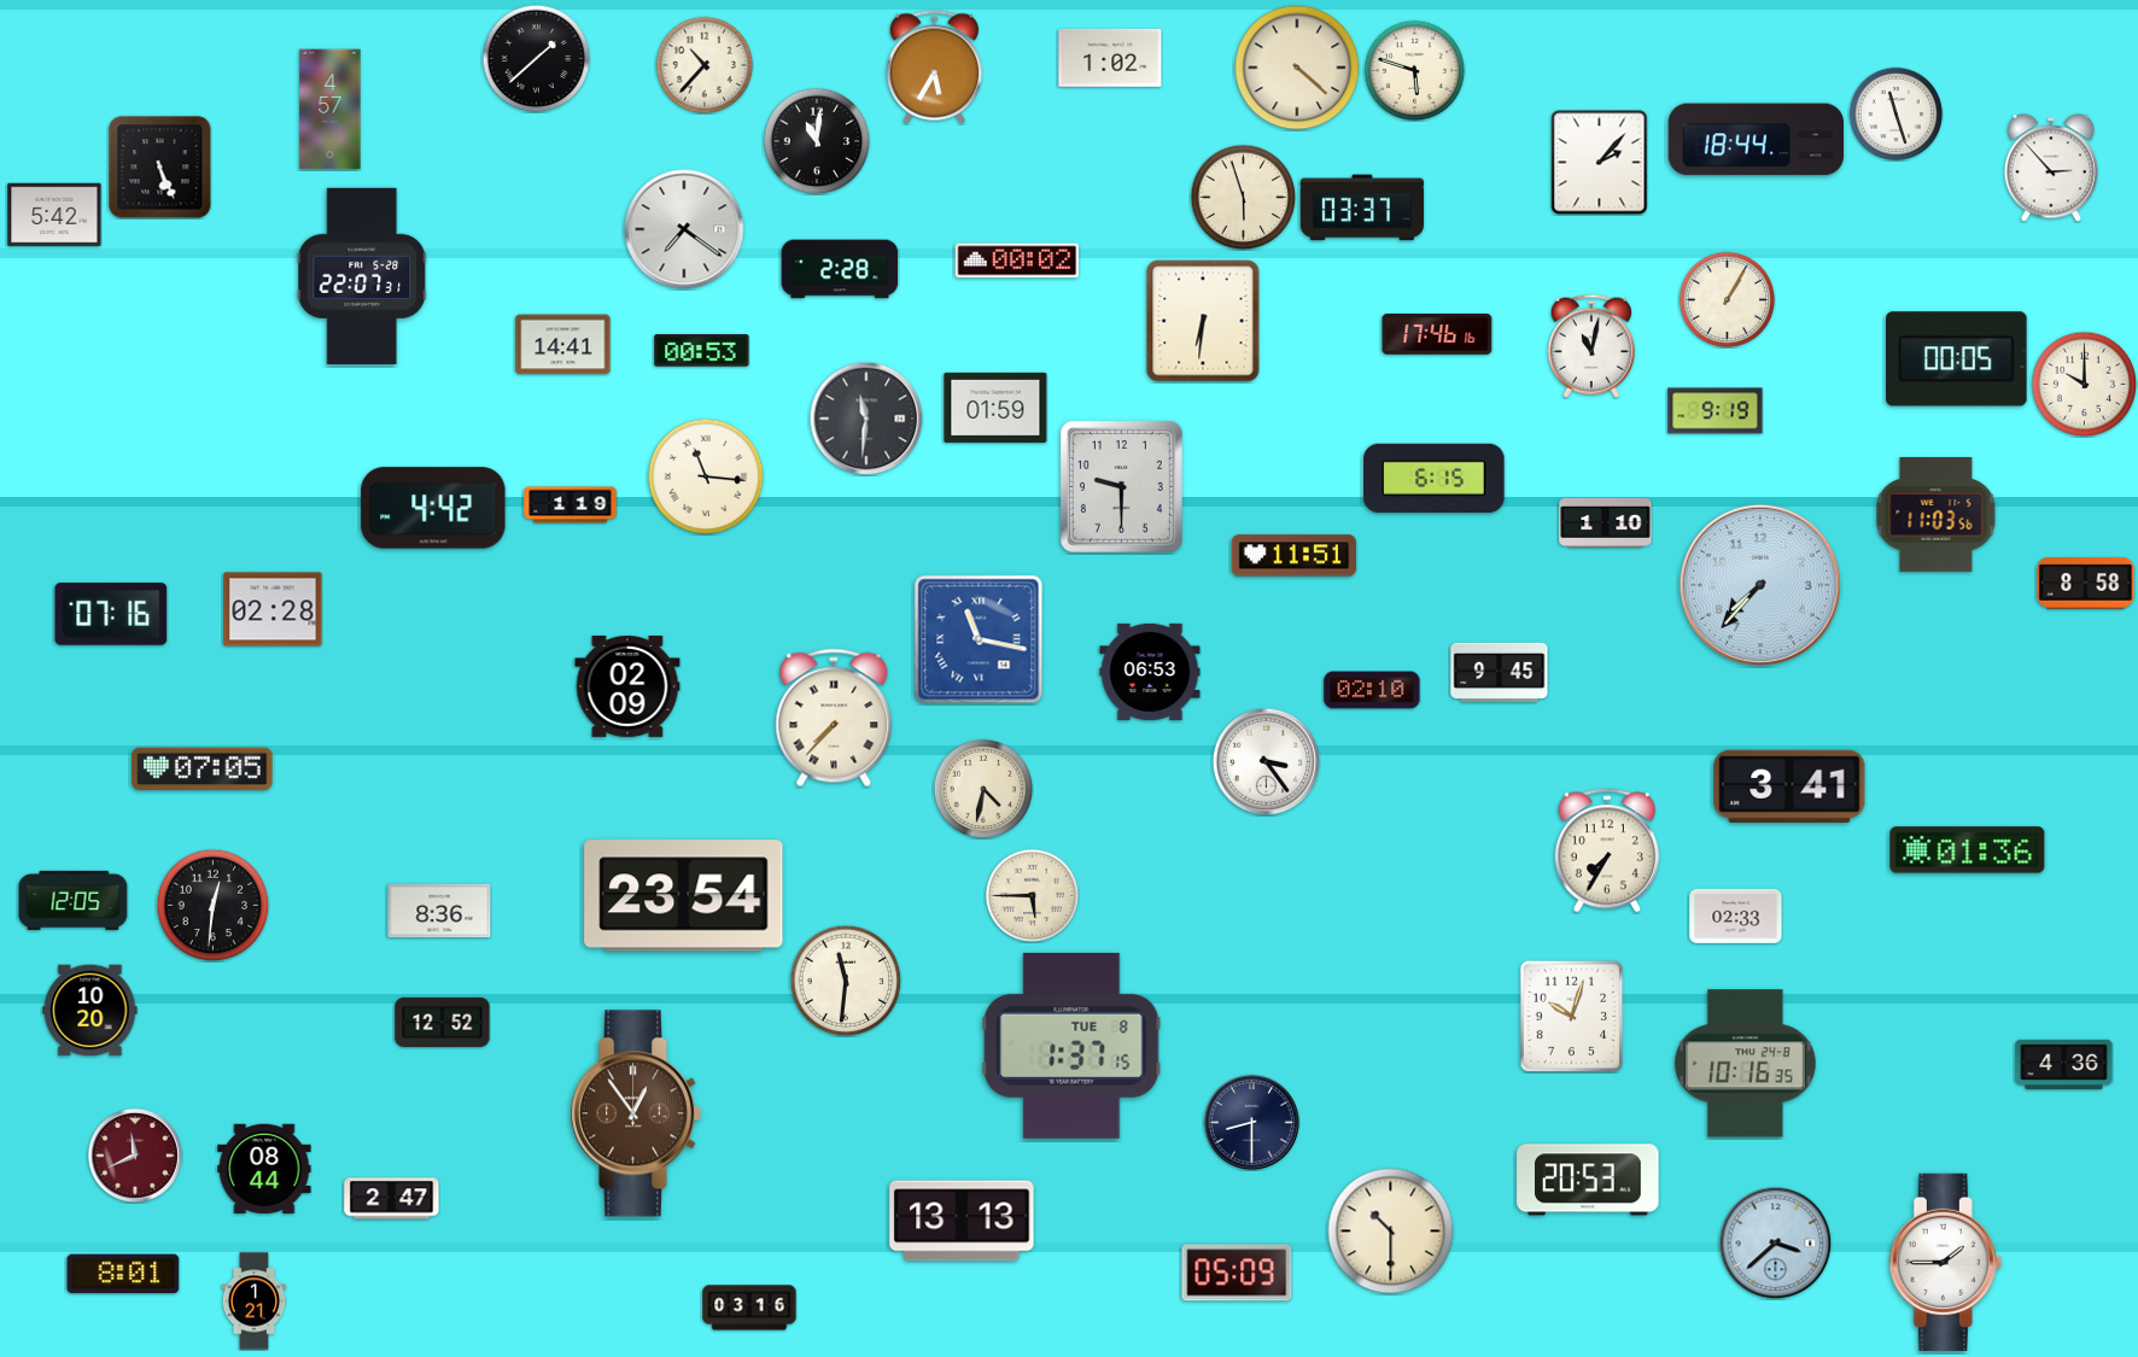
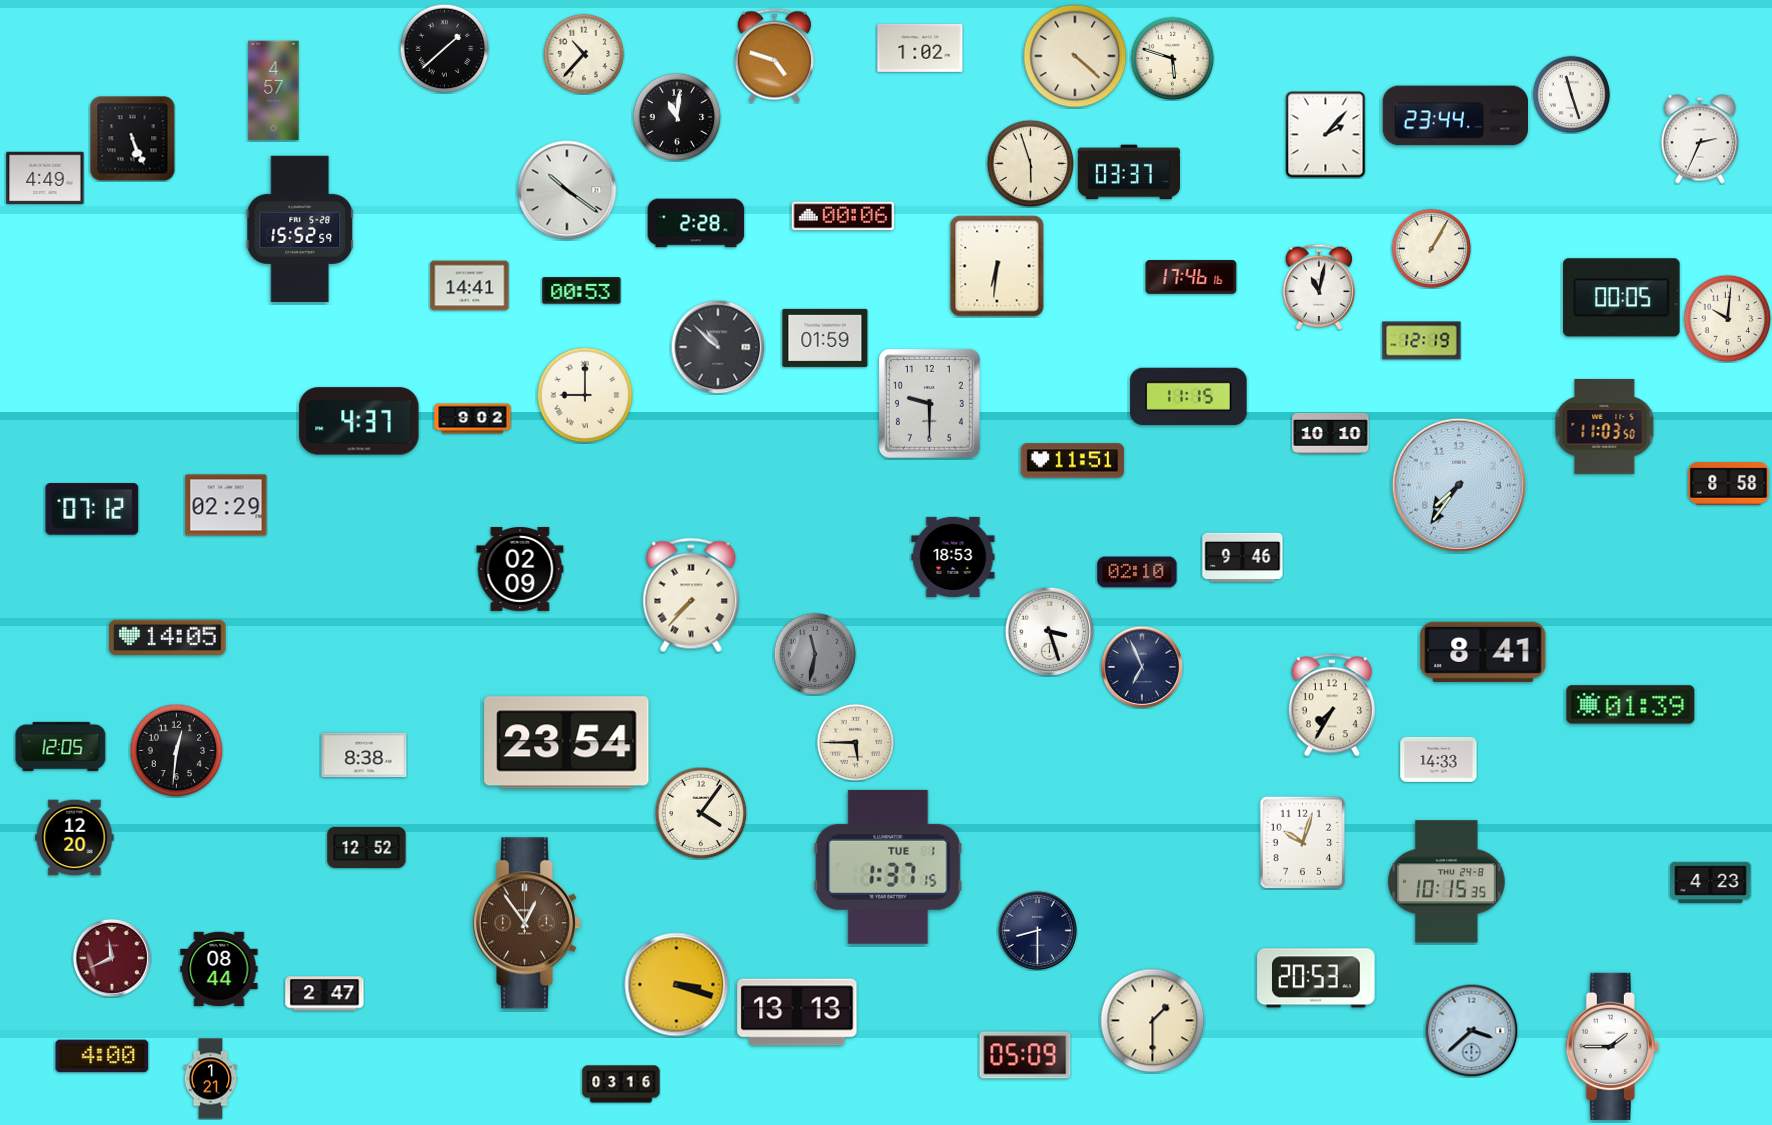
clock at (934, 68): 5:35 -> 4:48
clock at (1756, 140): 18:44 -> 23:44
clock at (2050, 168): 2:53 -> 2:34
clock at (54, 215): 5:42 -> 4:49
clock at (684, 229): 7:21 -> 10:21
clock at (1016, 261): 00:02 -> 00:06
clock at (362, 276): 22:07 -> 15:52
clock at (563, 345) position: (563, 345) -> (470, 286)
clock at (2084, 384): 10:00 -> 10:01
clock at (1716, 411): 9:19 -> 12:19
clock at (866, 419): 11:31 -> 10:52
clock at (706, 476): 11:16 -> 9:00
clock at (1435, 478): 6:15 -> 11:15
clock at (571, 505): 1:19 -> 9:02
clock at (433, 508): 4:42 -> 4:37
clock at (1937, 514): 11:03:56 -> 11:03:50
clock at (1606, 522): 1:10 -> 10:10
clock at (1760, 585): 7:37 -> 7:36
clock at (273, 609): 02:28 -> 02:29
clock at (111, 614): 07:16 -> 07:12
clock at (979, 639): 11:17 -> none
clock at (1150, 672): 06:53 -> 18:53
clock at (1500, 672): 9:45 -> 9:46
clock at (1266, 761): 3:24 -> 3:27
clock at (203, 768): 07:05 -> 14:05
clock at (1789, 786): 3:41 -> 8:41
clock at (983, 789): 4:32 -> 11:32
clock at (983, 789) dial: cream -> grey
clock at (1142, 667): none -> 6:56
clock at (1968, 850): 01:36 -> 01:39
clock at (439, 911): 8:36 -> 8:38
clock at (1736, 916): 02:33 -> 14:33
clock at (846, 981): 11:31 -> 4:06
clock at (90, 1011): 10:20 -> 12:20
clock at (1071, 1046) date: TUE 8 -> TUE 1
clock at (1746, 1064): 10:16 -> 10:15
clock at (2064, 1064): 4:36 -> 4:23
clock at (677, 985): none -> 3:18
clock at (1391, 1232): 10:30 -> 1:30
clock at (123, 1274): 8:01 -> 4:00
